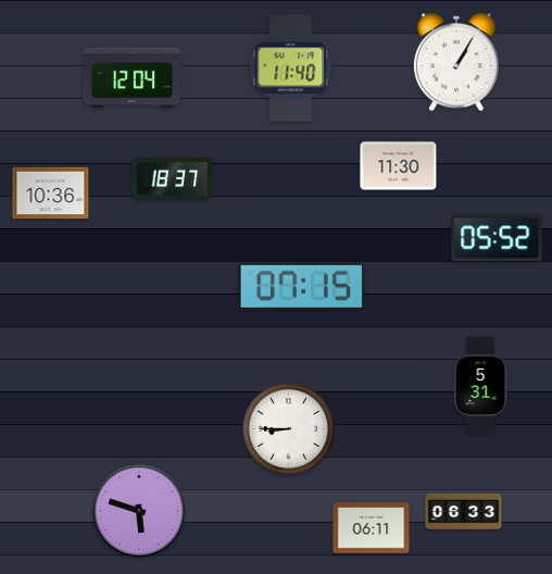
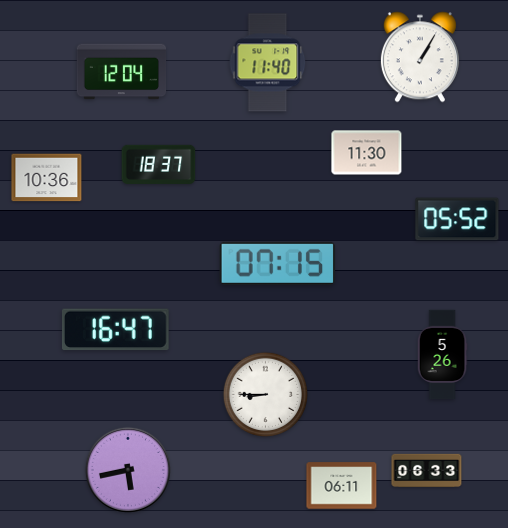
clock at (115, 330): none -> 16:47
clock at (480, 386): 5:31 -> 5:26
clock at (139, 511): 5:48 -> 5:43
